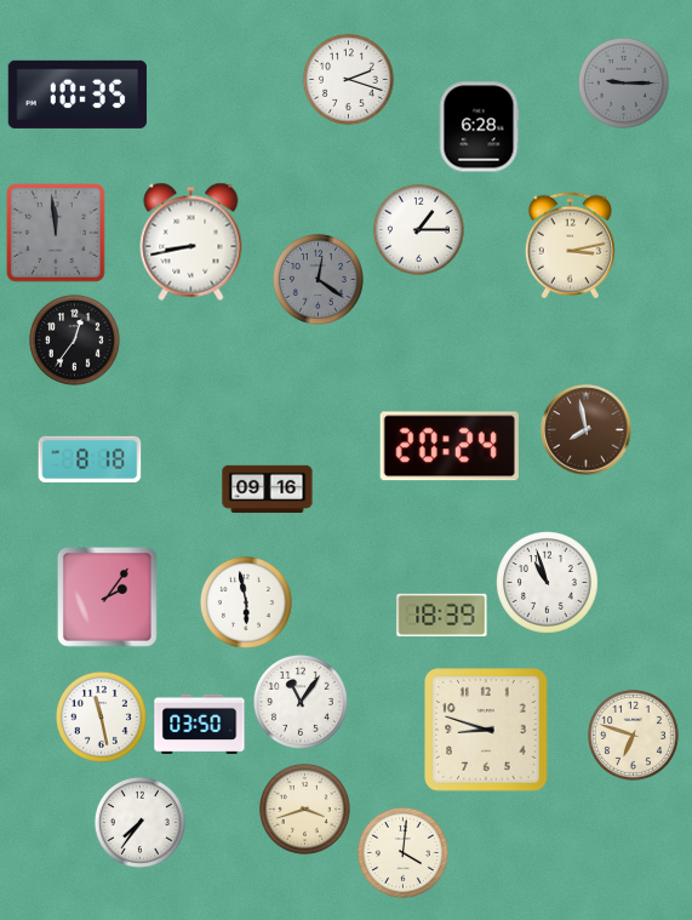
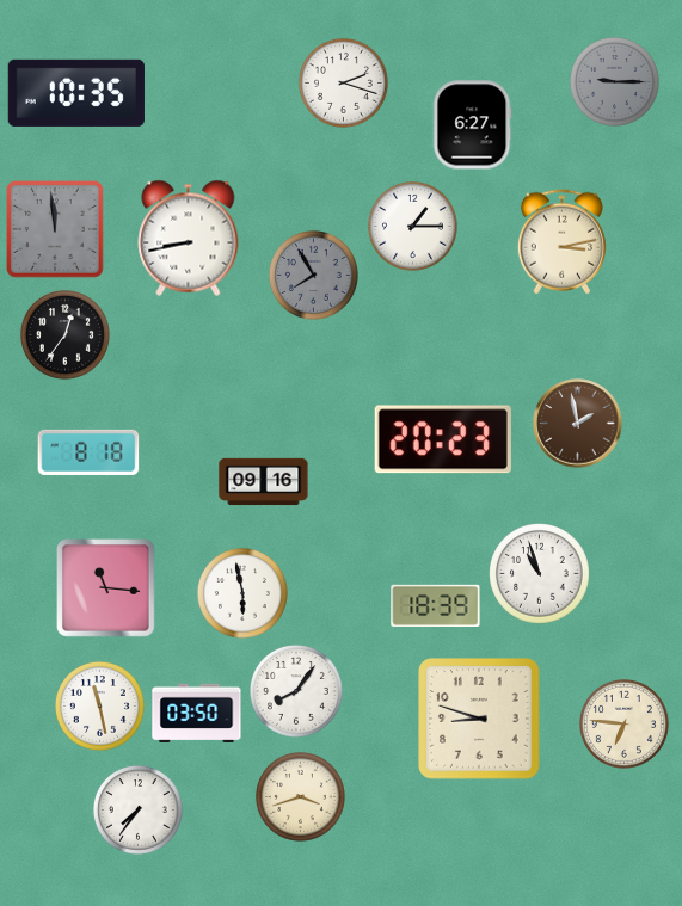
clock at (348, 79) position: (348, 79) -> (343, 82)
clock at (479, 127): 6:28 -> 6:27
clock at (318, 279): 12:21 -> 7:55
clock at (74, 339) position: (74, 339) -> (64, 334)
clock at (587, 430): 7:58 -> 1:58
clock at (450, 446): 20:24 -> 20:23
clock at (108, 598): 2:06 -> 11:16
clock at (301, 702): 11:06 -> 8:06
clock at (633, 735): 6:48 -> 6:46
clock at (402, 852): 4:01 -> none
